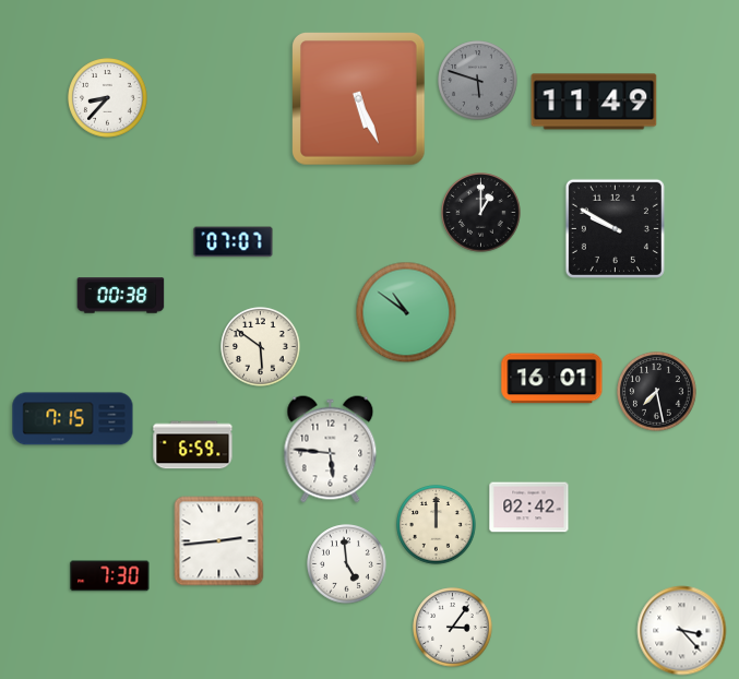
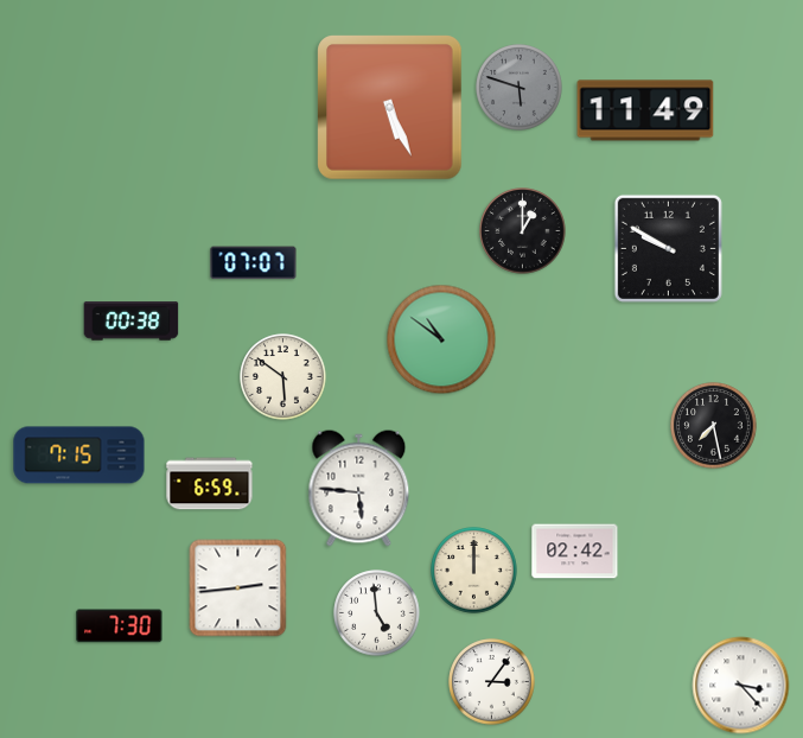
clock at (108, 98): 8:37 -> none
clock at (552, 379): 16:01 -> none
